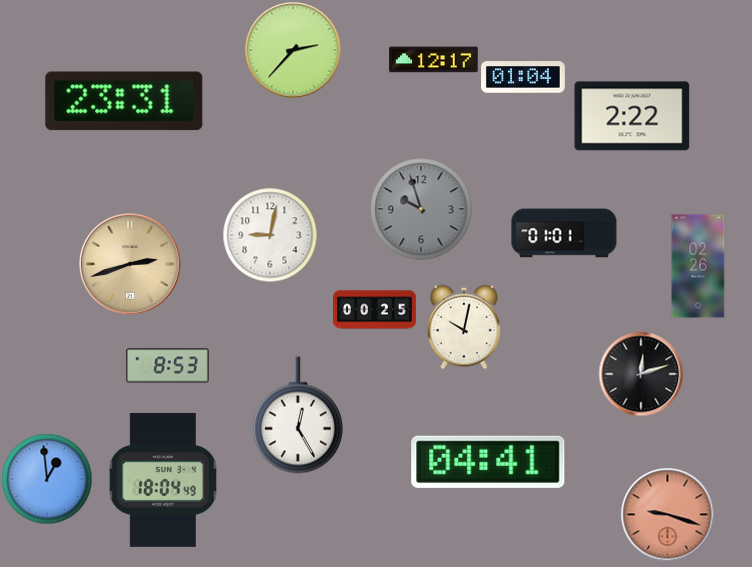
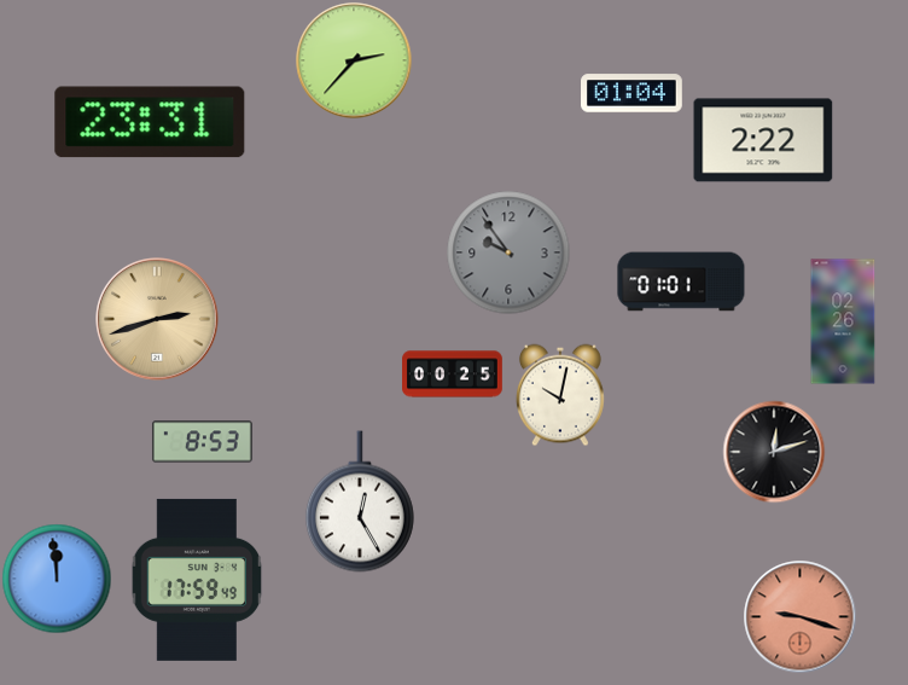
clock at (434, 60): 12:17 -> none
clock at (421, 209): 9:57 -> 9:54
clock at (270, 235): 9:02 -> none
clock at (488, 462): 04:41 -> none
clock at (47, 479): 12:59 -> 11:59
clock at (163, 480): 18:04 -> 17:59
clock at (667, 514) position: (667, 514) -> (799, 616)
